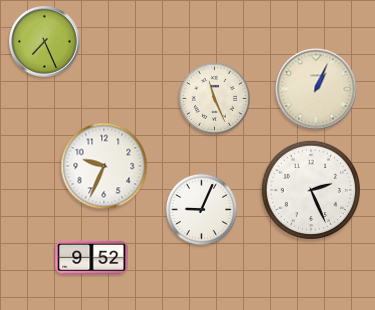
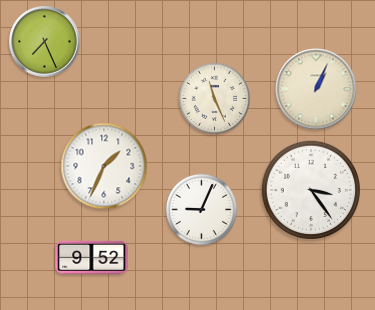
clock at (104, 166): 9:34 -> 1:34
clock at (310, 189): 2:26 -> 3:24
